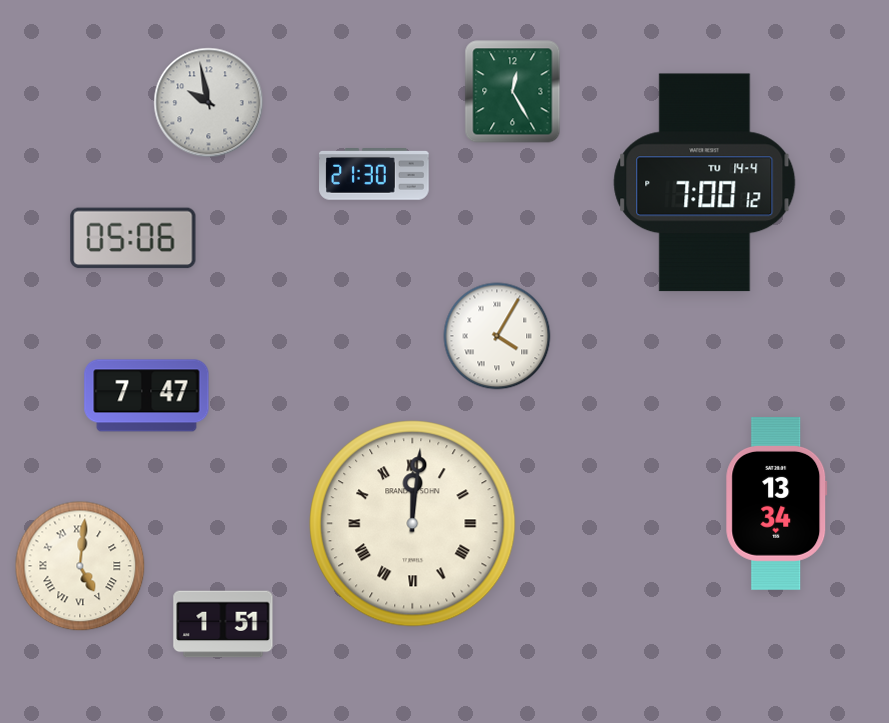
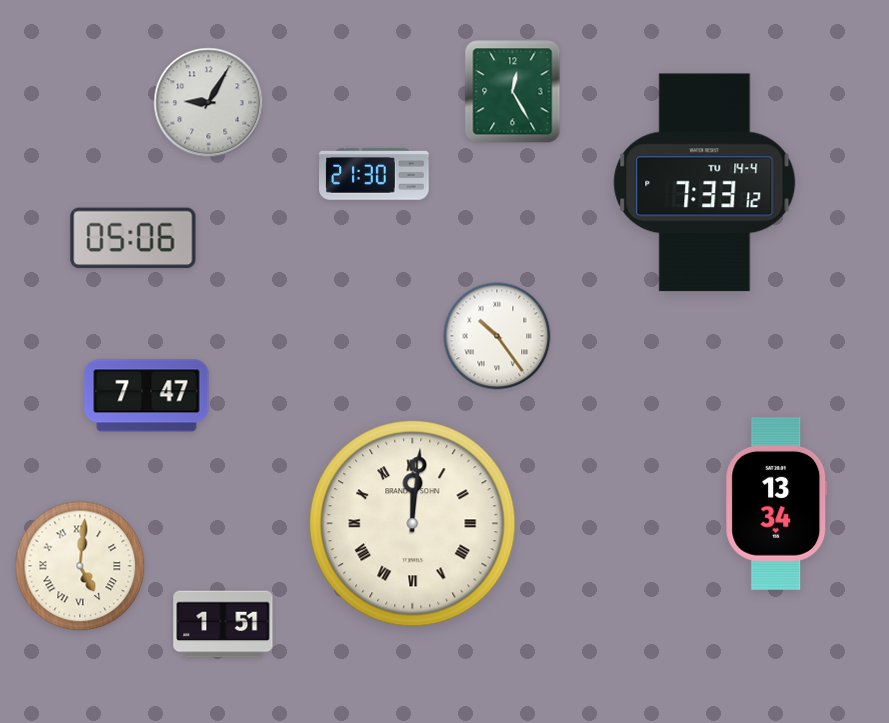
clock at (209, 103): 9:58 -> 9:05
clock at (705, 183): 7:00 -> 7:33
clock at (497, 336): 4:05 -> 10:24
